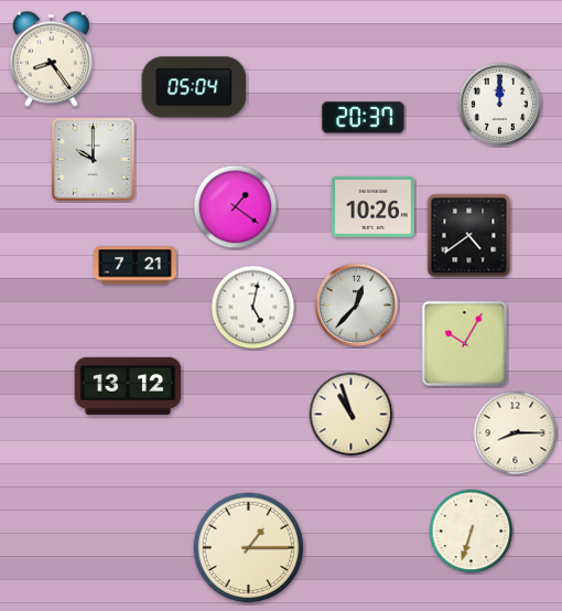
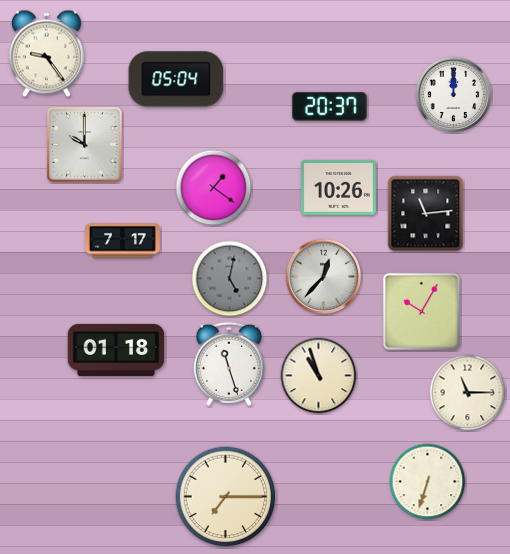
clock at (51, 60): 8:24 -> 9:24
clock at (469, 236): 4:39 -> 11:14
clock at (136, 266): 7:21 -> 7:17
clock at (253, 308) dial: white -> grey
clock at (128, 386): 13:12 -> 01:18
clock at (229, 364): none -> 11:27
clock at (516, 433): 8:15 -> 11:15
clock at (249, 548): 1:15 -> 7:15
